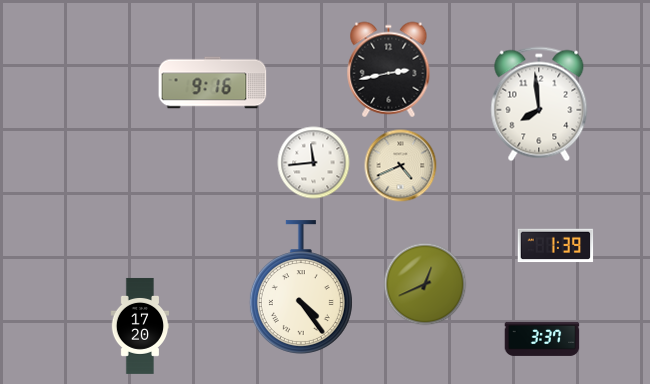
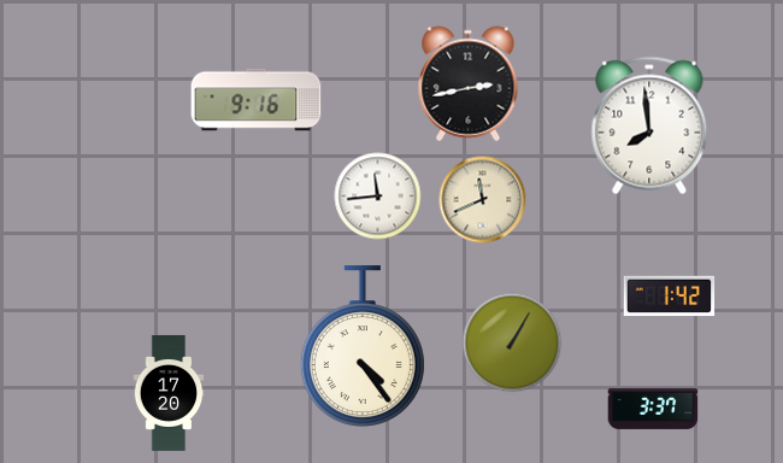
clock at (401, 166): 4:41 -> 11:41
clock at (556, 246): 1:39 -> 1:42
clock at (425, 284): 12:41 -> 1:05
